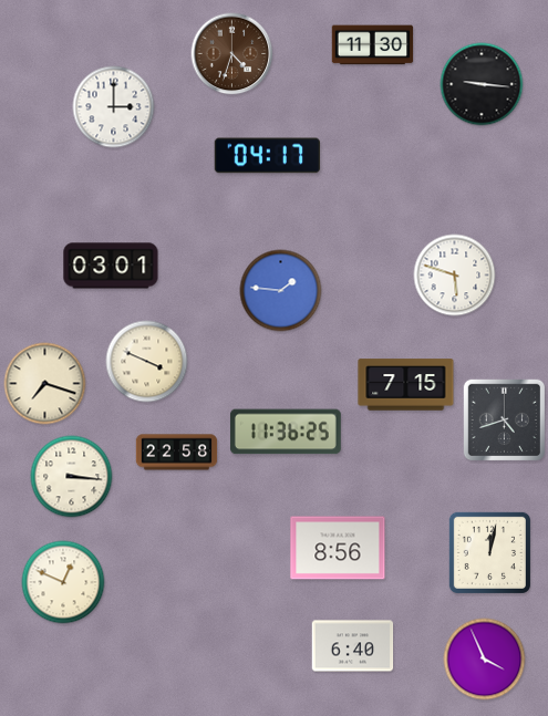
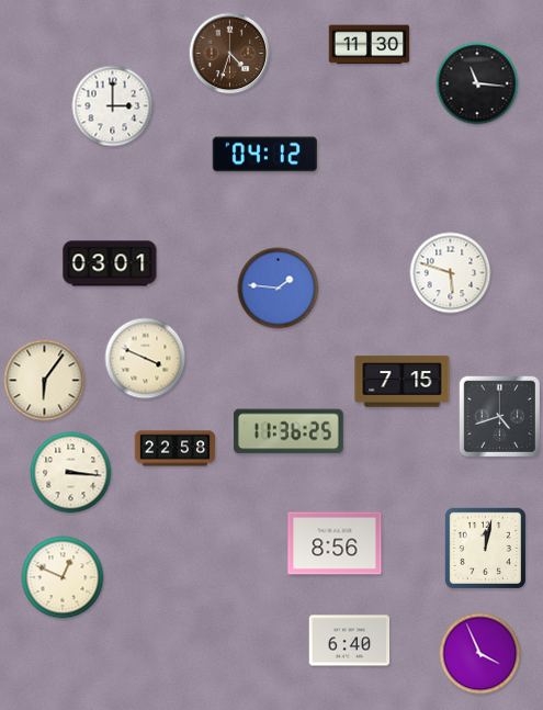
clock at (482, 84): 9:16 -> 11:16
clock at (268, 156): 04:17 -> 04:12
clock at (45, 384): 7:18 -> 6:06
clock at (286, 432) position: (286, 432) -> (289, 431)
